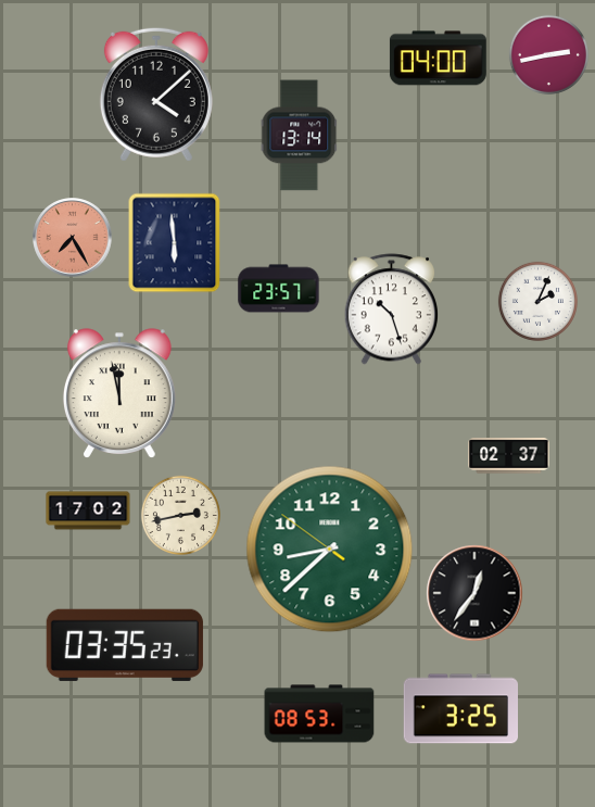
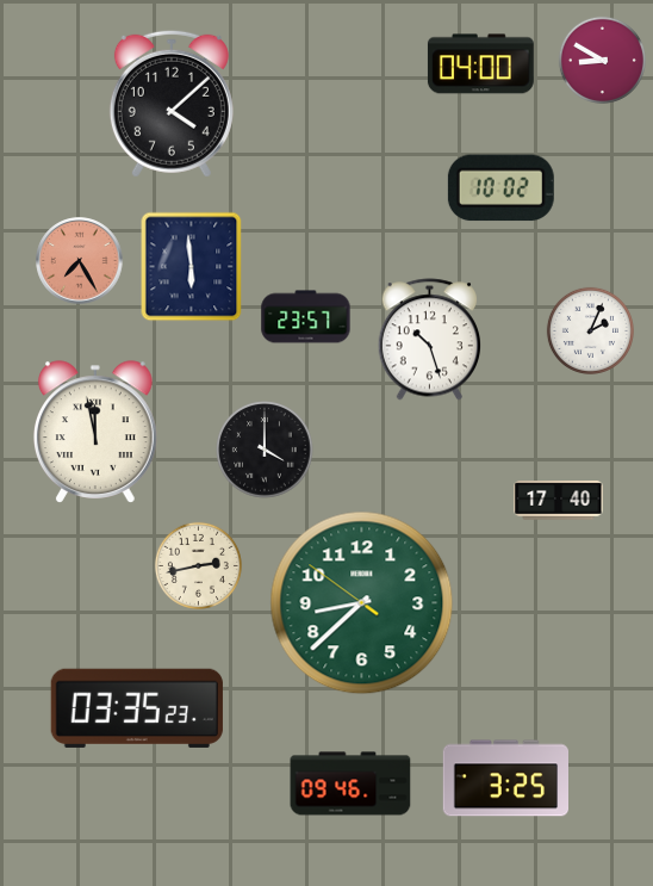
clock at (548, 54): 2:43 -> 8:50
clock at (300, 136): 13:14 -> none
clock at (500, 188): none -> 10:02
clock at (119, 393) position: (119, 393) -> (95, 432)
clock at (265, 450): none -> 4:00
clock at (509, 456): 02:37 -> 17:40
clock at (88, 510): 17:02 -> none
clock at (474, 593): 12:36 -> none
clock at (319, 714): 08:53 -> 09:46
